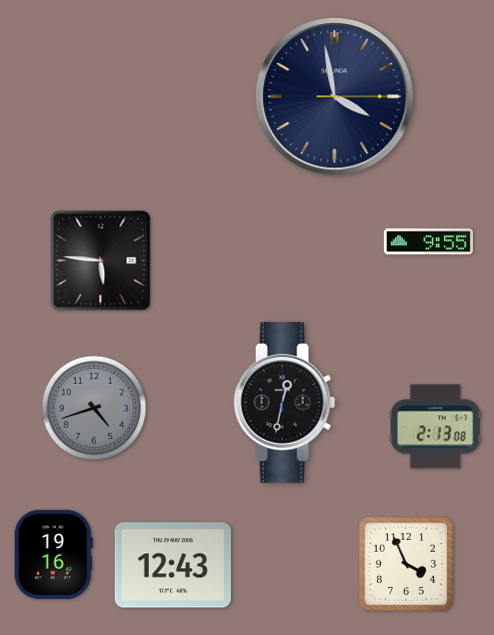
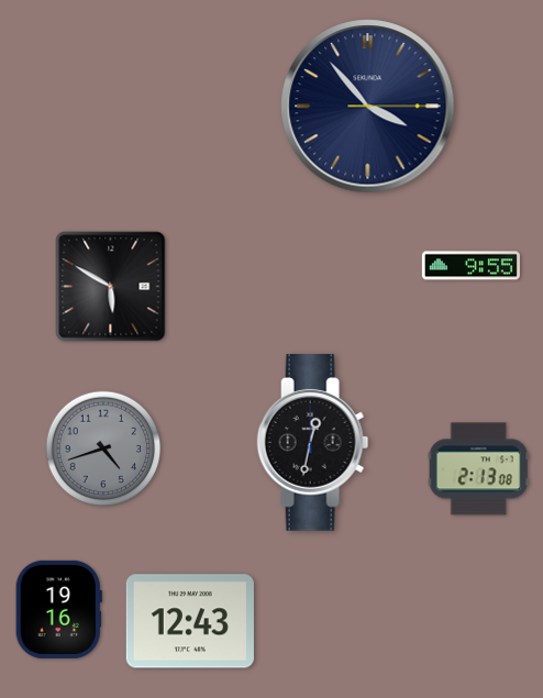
clock at (335, 97): 3:58 -> 3:53
clock at (101, 261): 5:46 -> 5:50
clock at (406, 564): 3:56 -> none
